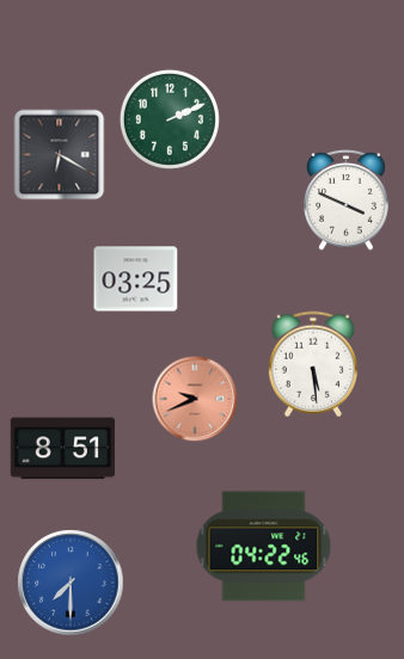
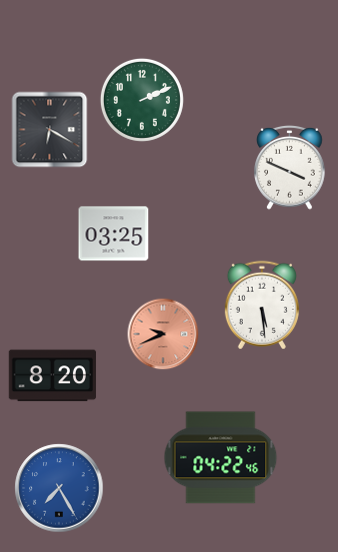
clock at (62, 449): 8:51 -> 8:20
clock at (71, 583): 7:30 -> 7:25
